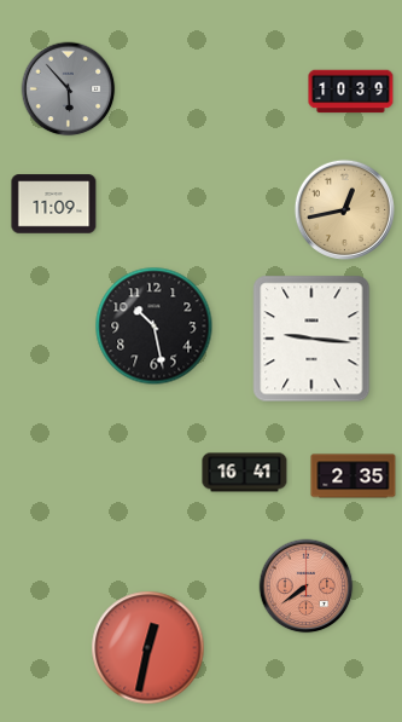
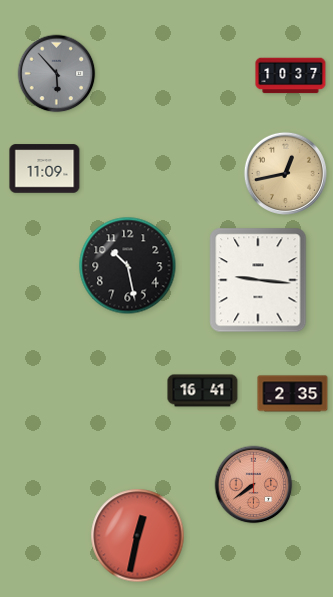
clock at (351, 92): 10:39 -> 10:37
clock at (155, 327) position: (155, 327) -> (128, 266)
clock at (148, 648) position: (148, 648) -> (138, 536)
